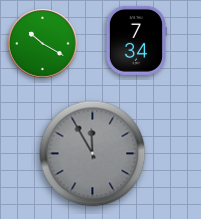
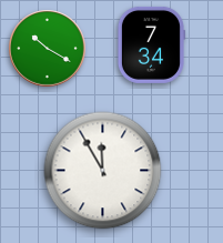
clock at (93, 154) dial: grey -> white
